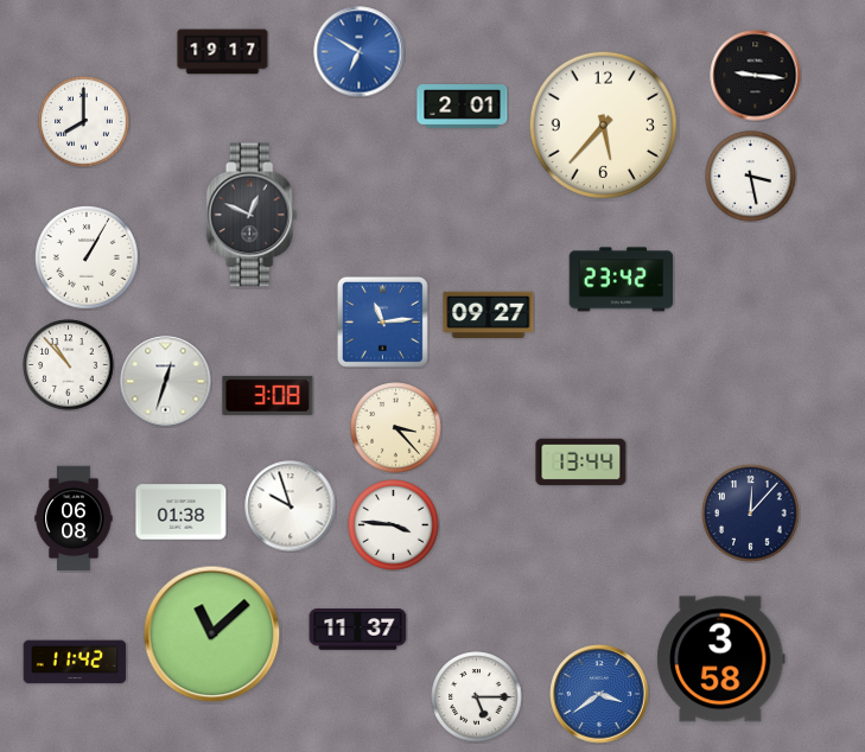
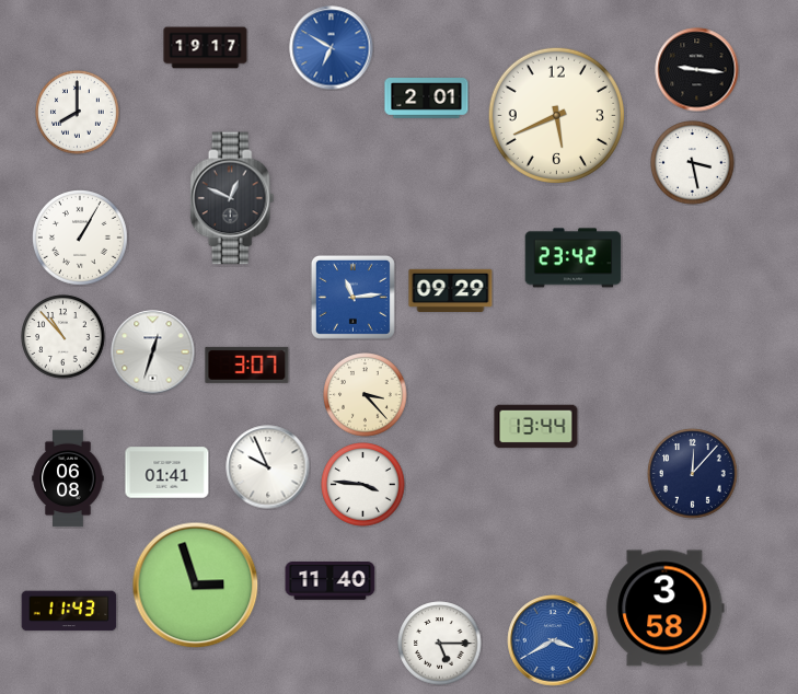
clock at (603, 125): 5:37 -> 5:41
clock at (489, 314): 09:27 -> 09:29
clock at (268, 395): 3:08 -> 3:07
clock at (291, 506): 9:57 -> 9:56
clock at (182, 512): 01:38 -> 01:41
clock at (358, 630): 11:37 -> 11:40
clock at (212, 635): 11:08 -> 2:57
clock at (75, 662): 11:42 -> 11:43
clock at (599, 694): 3:39 -> 3:40
